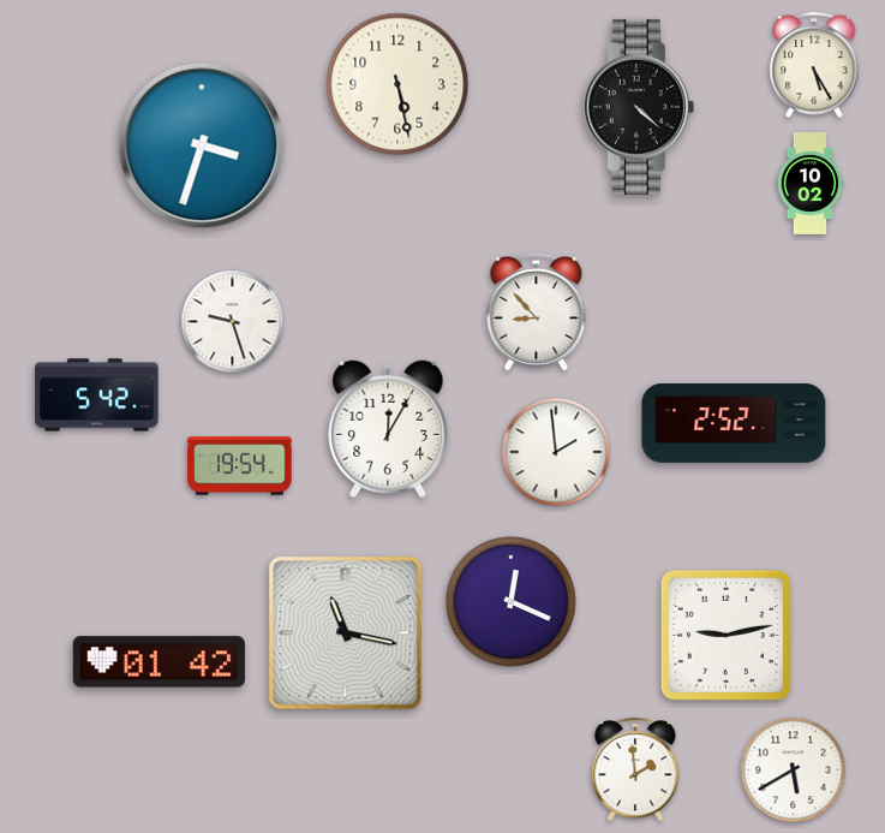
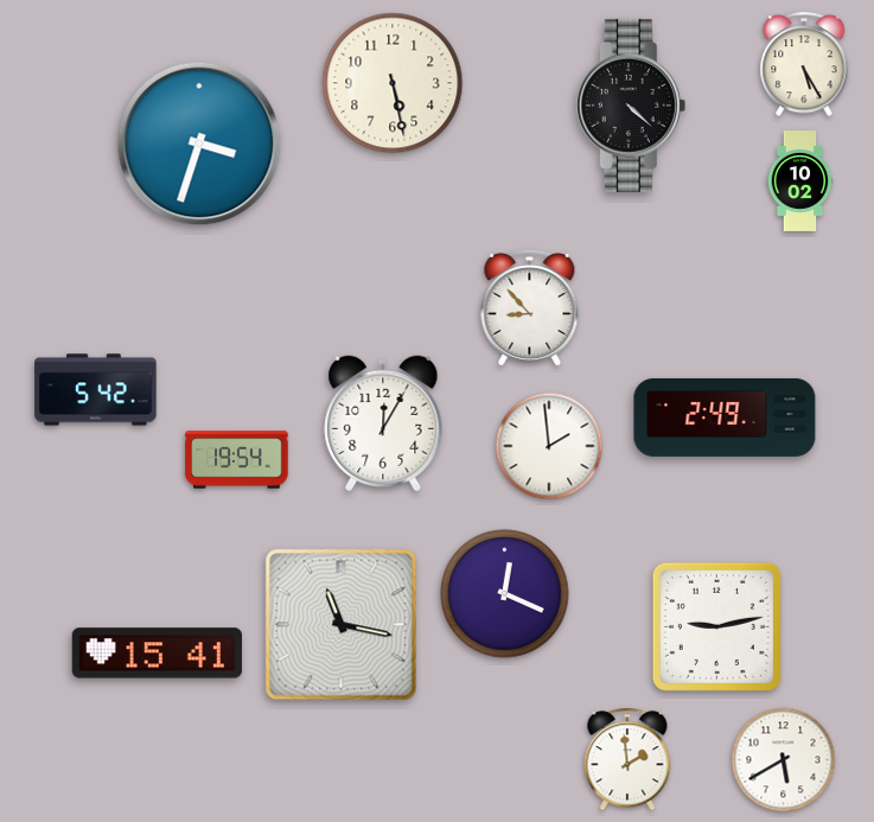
clock at (233, 322): 9:27 -> none
clock at (734, 423): 2:52 -> 2:49
clock at (159, 662): 01:42 -> 15:41
